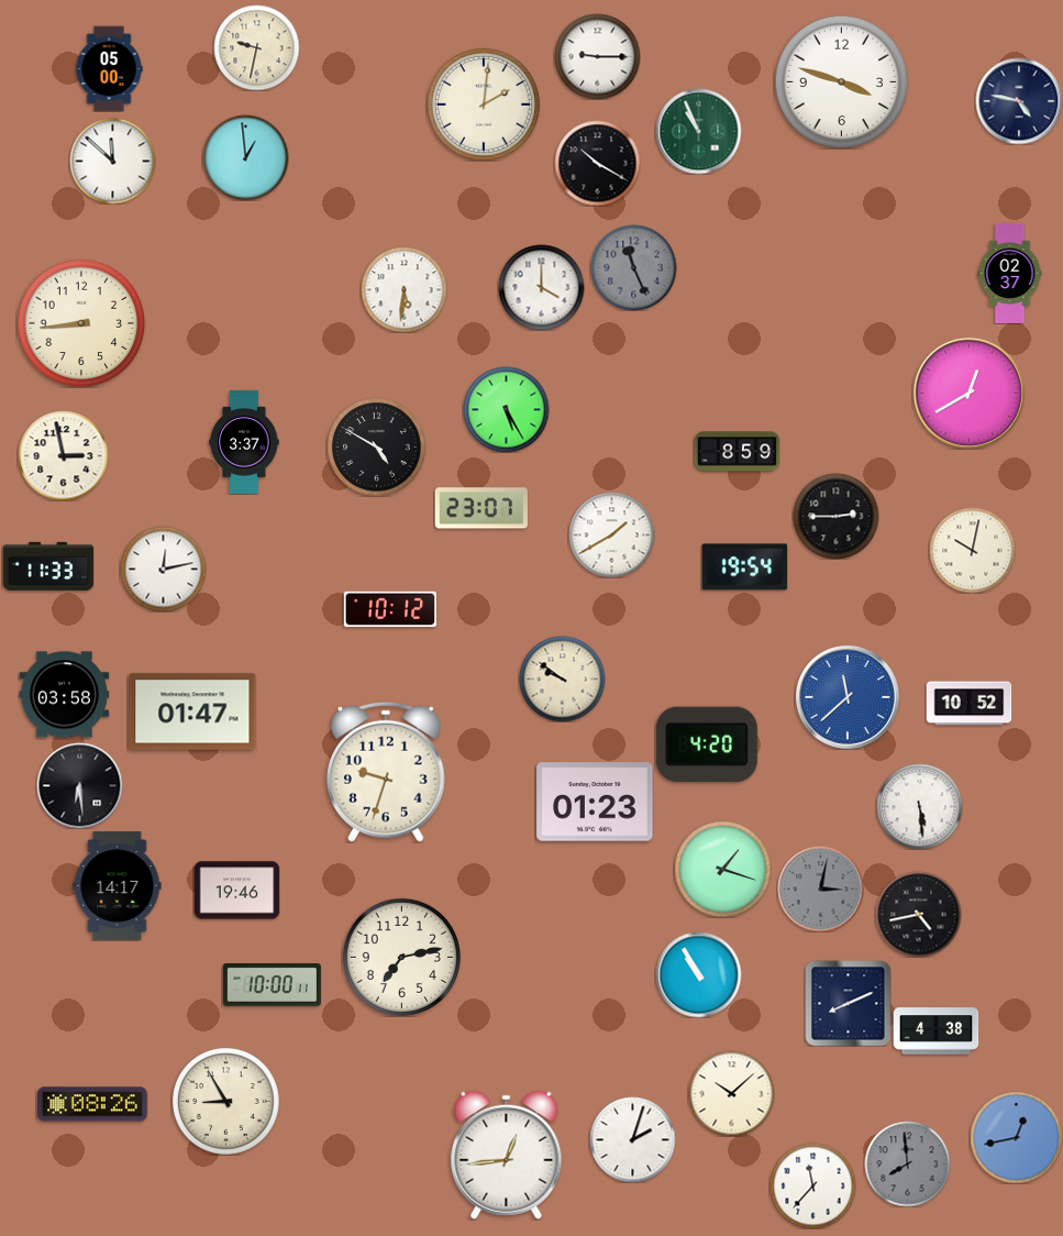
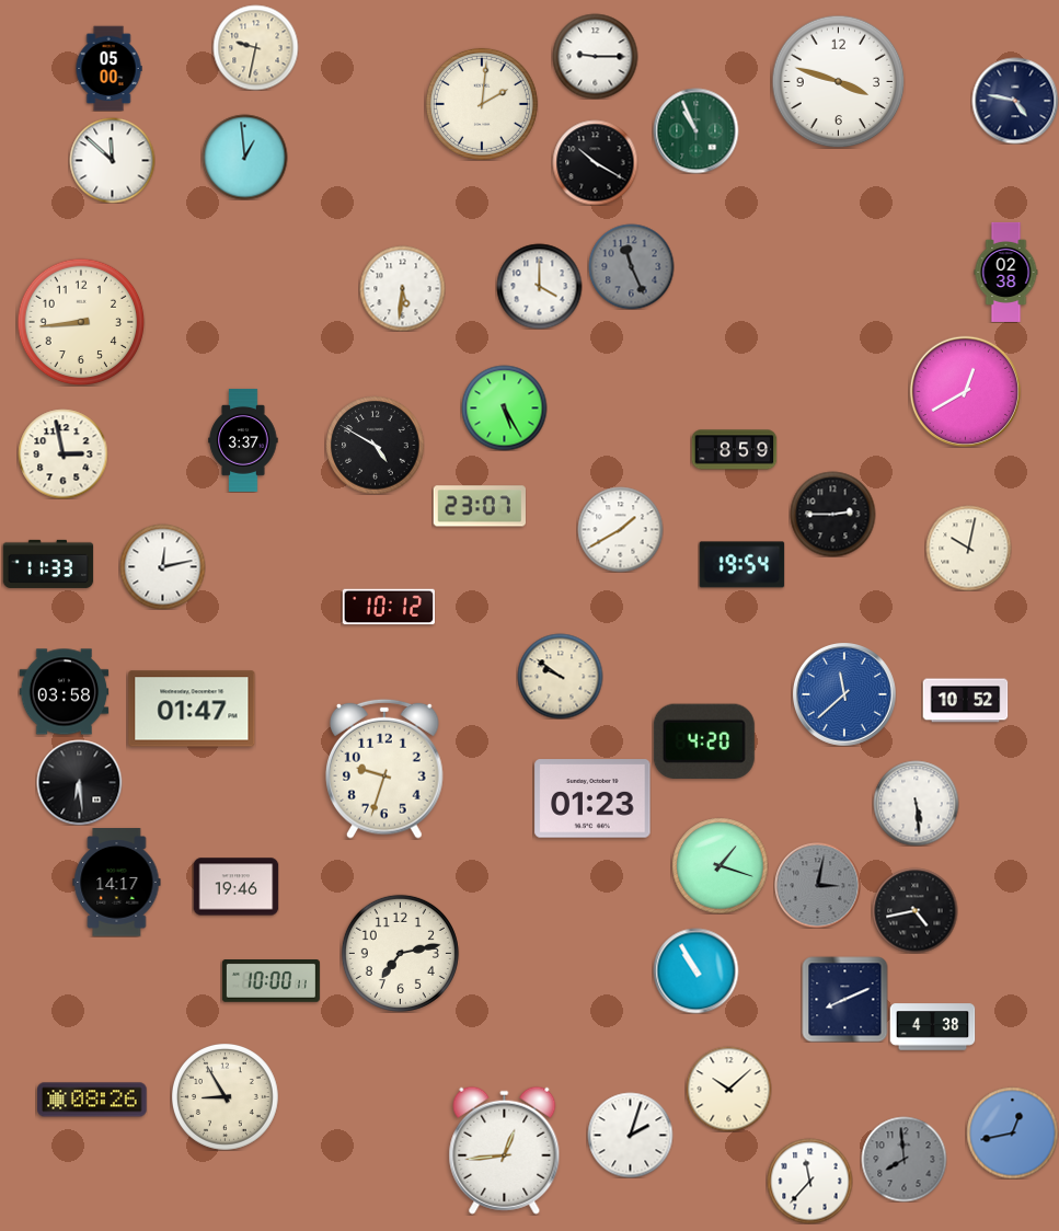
clock at (1010, 273): 02:37 -> 02:38
clock at (611, 534) position: (611, 534) -> (620, 529)
